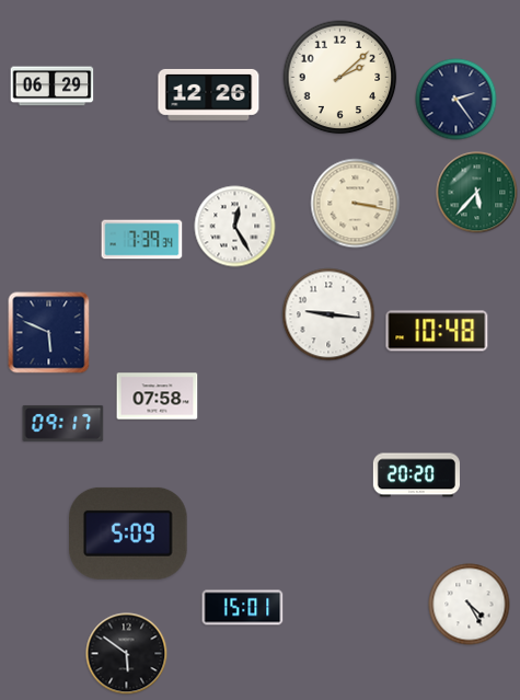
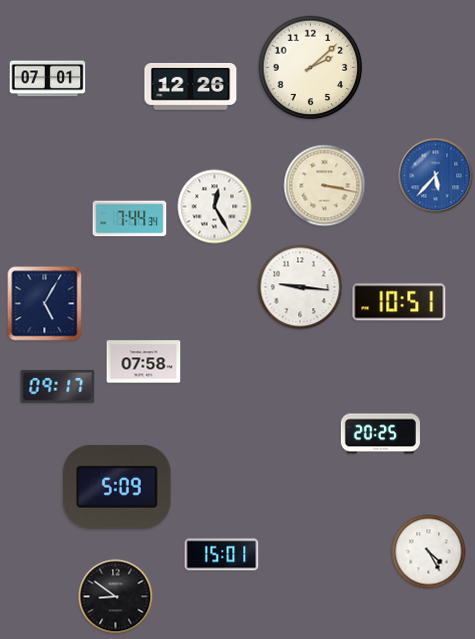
clock at (340, 78) position: (340, 78) -> (311, 68)
clock at (53, 87): 06:29 -> 07:01
clock at (457, 100): 2:24 -> none
clock at (477, 193) dial: green -> blue
clock at (142, 240): 7:39 -> 7:44
clock at (437, 331): 10:48 -> 10:51
clock at (49, 333): 5:49 -> 5:05
clock at (416, 475): 20:20 -> 20:25
clock at (127, 654): 5:51 -> 8:51
